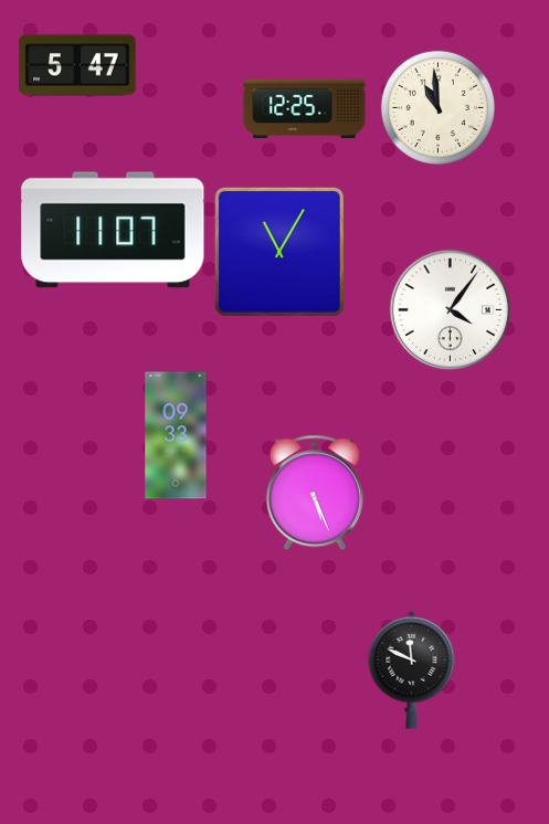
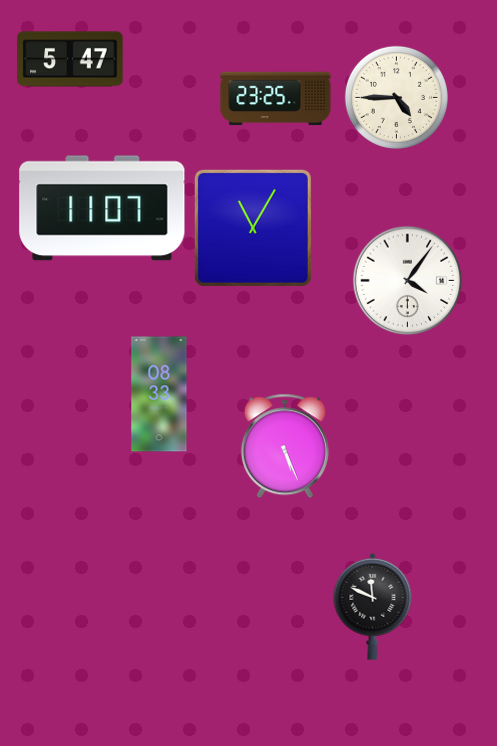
clock at (437, 107): 10:59 -> 4:45
clock at (305, 109): 12:25 -> 23:25
clock at (176, 435): 09:33 -> 08:33
